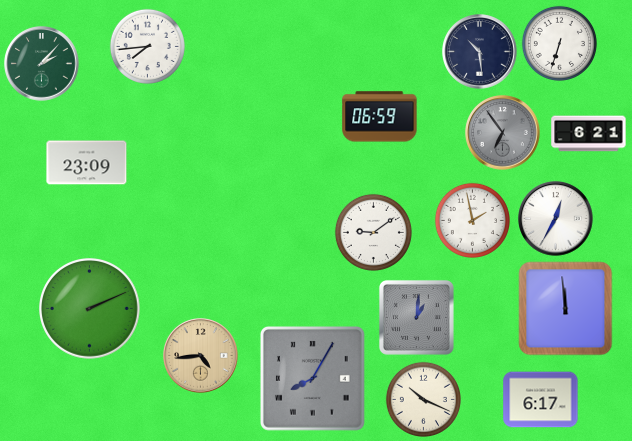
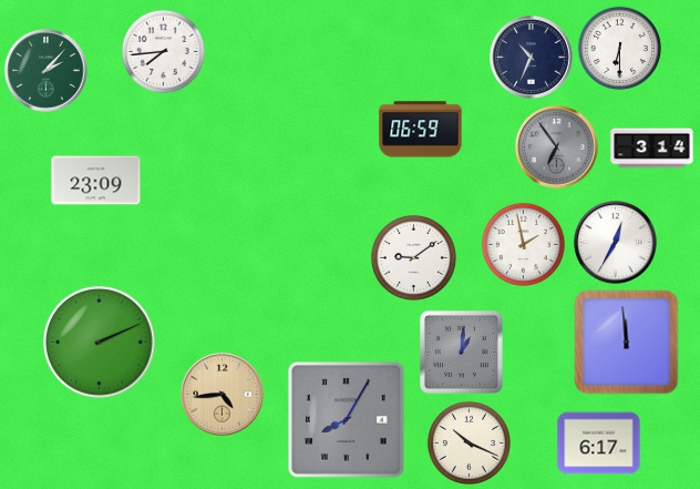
clock at (559, 43): 6:33 -> 6:30
clock at (480, 52): 10:29 -> 10:34
clock at (589, 134): 6:21 -> 3:14
